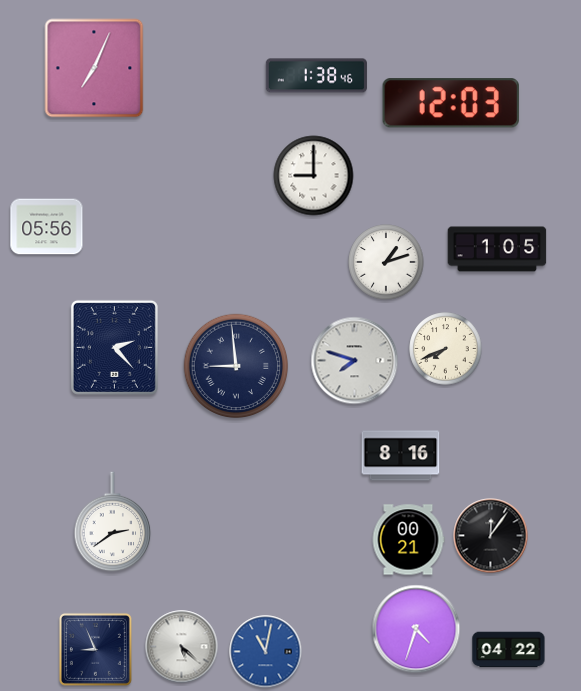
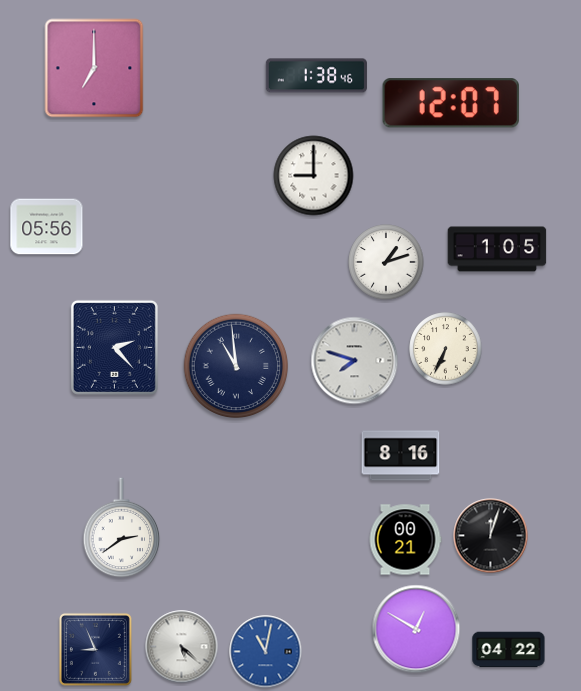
clock at (94, 68): 7:04 -> 7:00
clock at (451, 103): 12:03 -> 12:07
clock at (446, 349): 7:41 -> 6:34
clock at (236, 366): 8:59 -> 10:59
clock at (113, 522) position: (113, 522) -> (122, 528)
clock at (491, 536): 12:06 -> 12:03
clock at (408, 540) position: (408, 540) -> (405, 540)
clock at (416, 629): 4:33 -> 12:50
